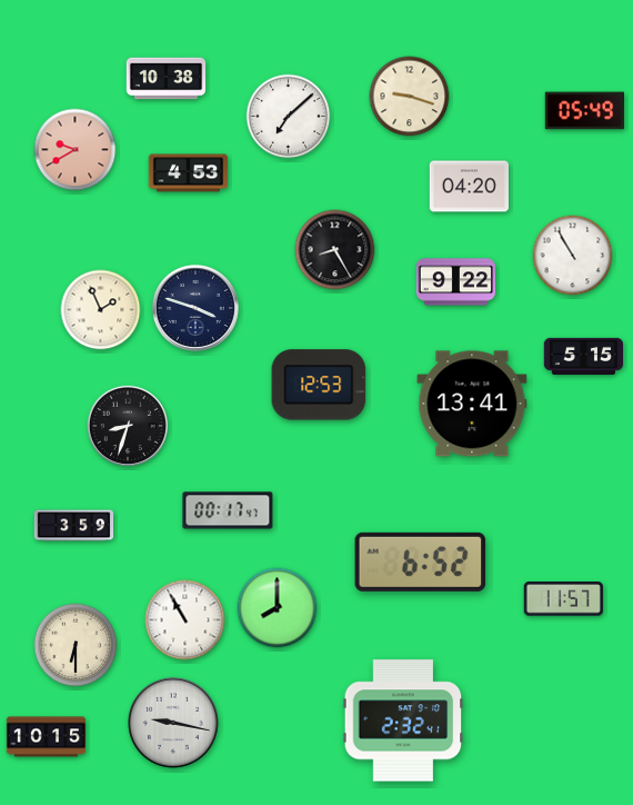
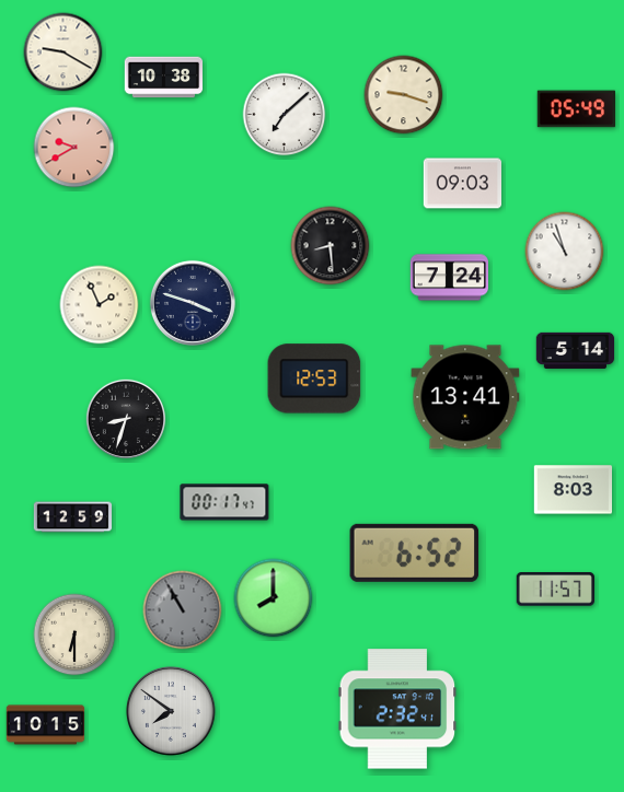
clock at (63, 53): none -> 9:20
clock at (189, 173): 4:53 -> none
clock at (470, 187): 04:20 -> 09:03
clock at (335, 250): 8:25 -> 8:29
clock at (573, 256): 10:55 -> 10:57
clock at (456, 282): 9:22 -> 7:24
clock at (584, 356): 5:15 -> 5:14
clock at (573, 490): none -> 8:03
clock at (74, 526): 3:59 -> 12:59
clock at (185, 620) dial: white -> grey
clock at (173, 723): 9:17 -> 7:51
